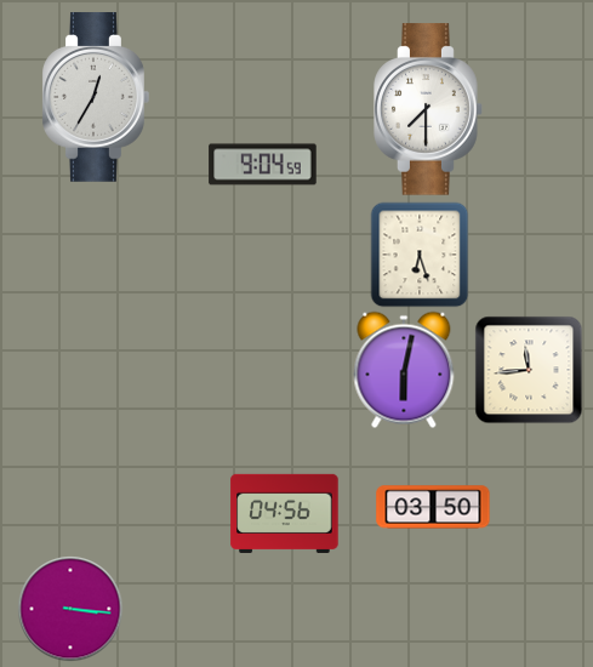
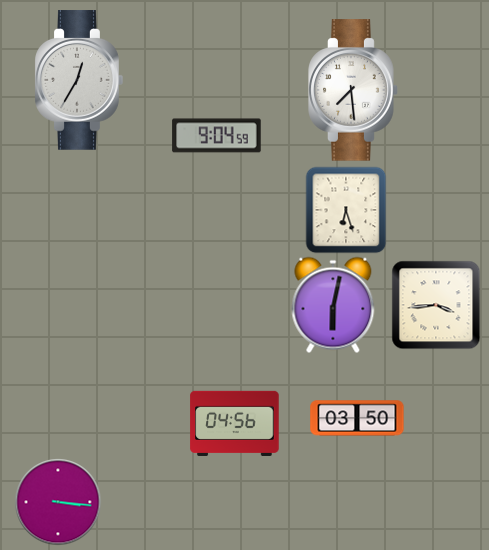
clock at (428, 109): 7:30 -> 7:29
clock at (529, 370): 11:44 -> 3:44
